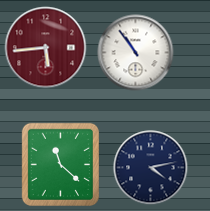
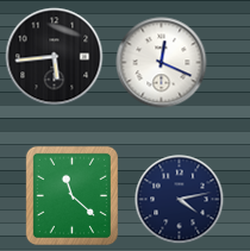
clock at (46, 48) dial: burgundy -> black
clock at (136, 53): 10:54 -> 12:19
